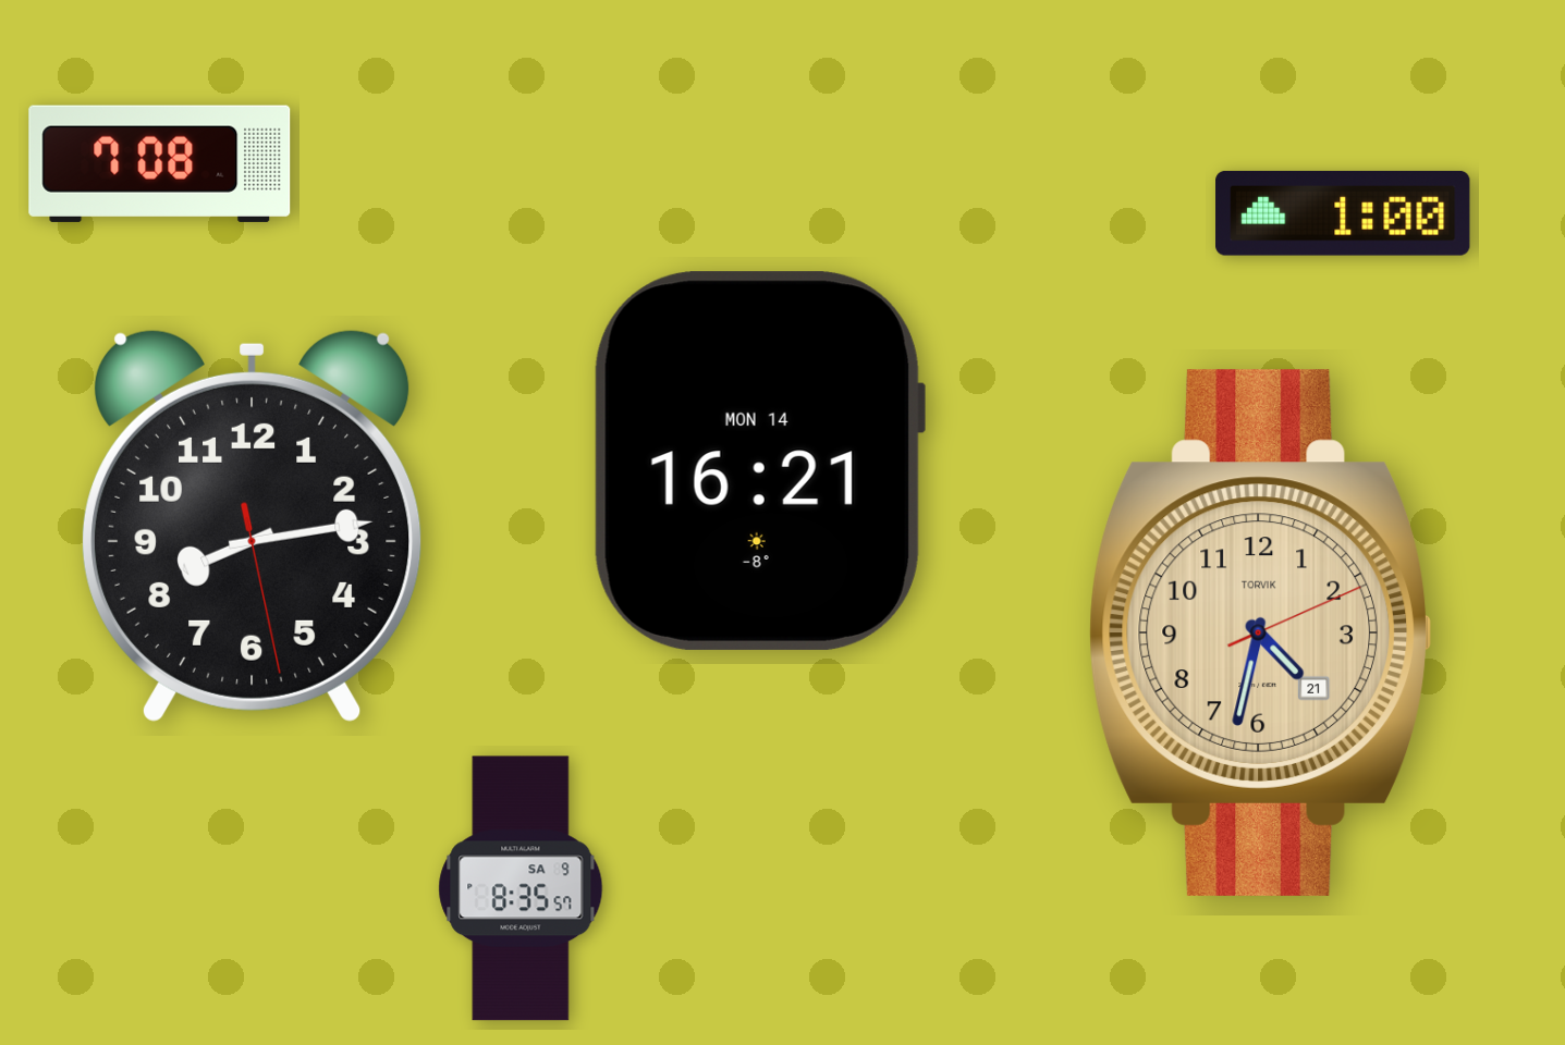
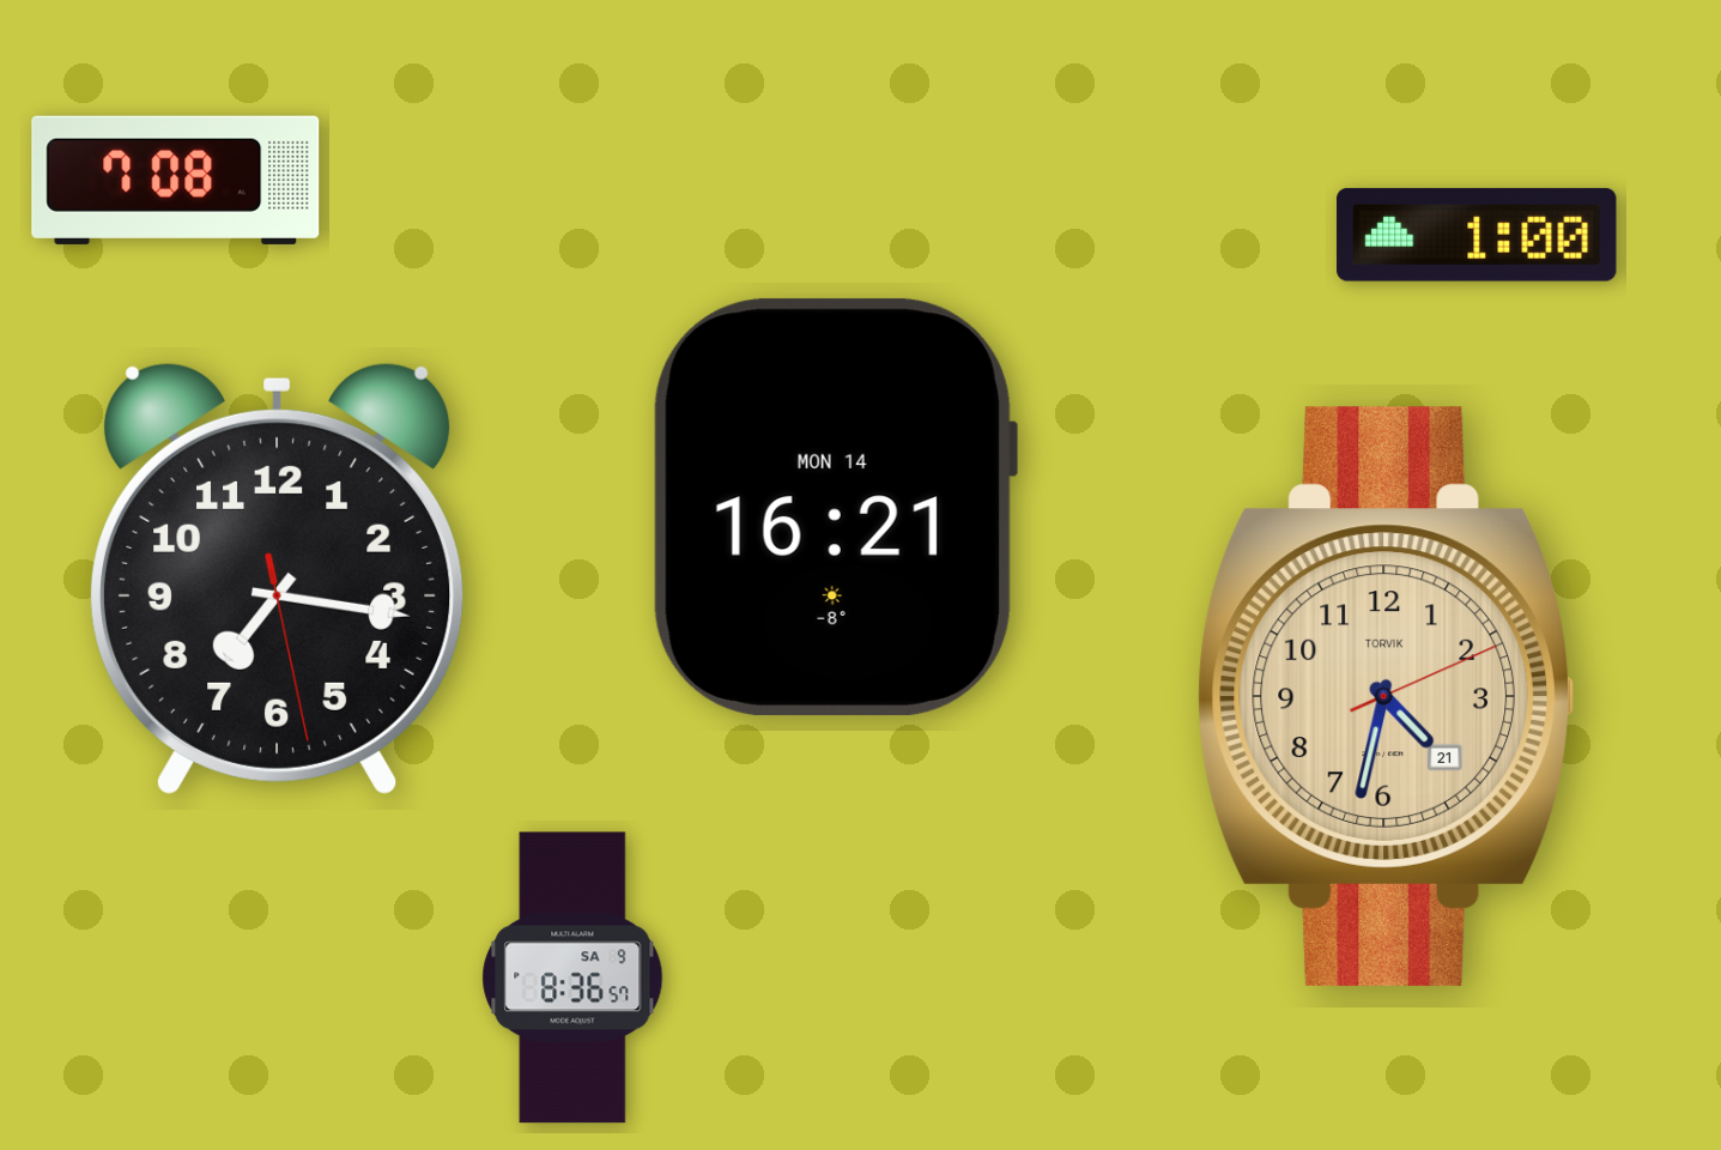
clock at (253, 526): 8:13 -> 7:16
clock at (521, 888): 8:35 -> 8:36
